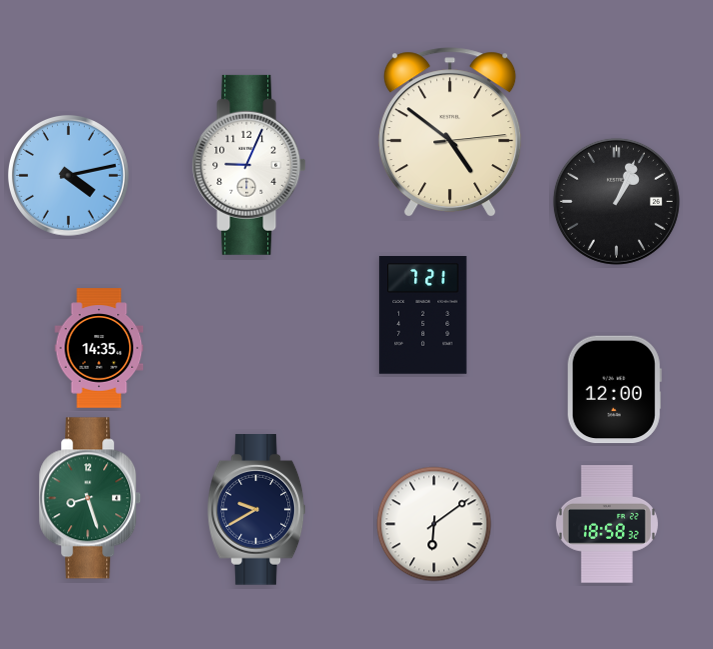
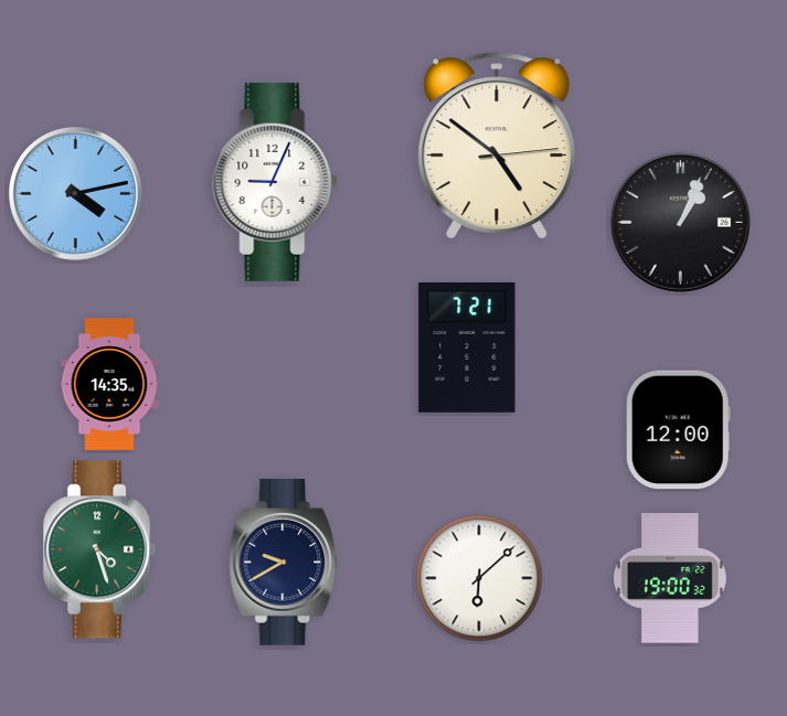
clock at (91, 498): 8:27 -> 4:27
clock at (434, 524): 6:09 -> 6:08
clock at (607, 525): 18:58 -> 19:00
